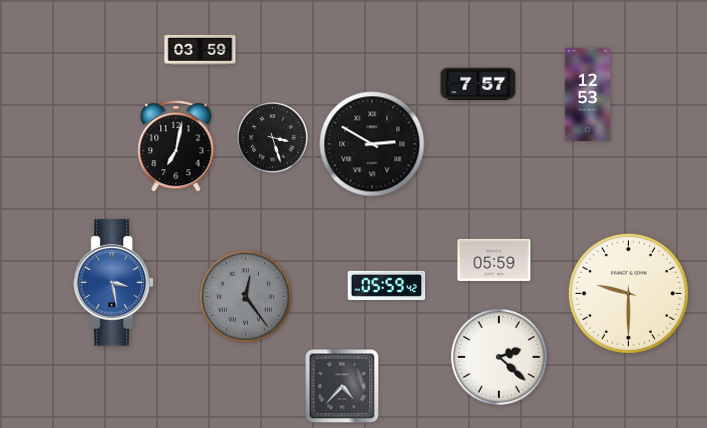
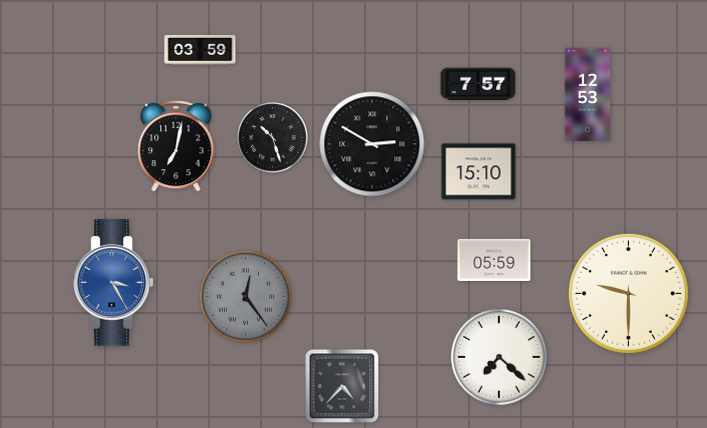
clock at (273, 138): 3:27 -> 10:27
clock at (479, 172): none -> 15:10
clock at (113, 283): 3:28 -> 3:25
clock at (387, 285): 05:59 -> none
clock at (500, 358): 2:22 -> 7:22
